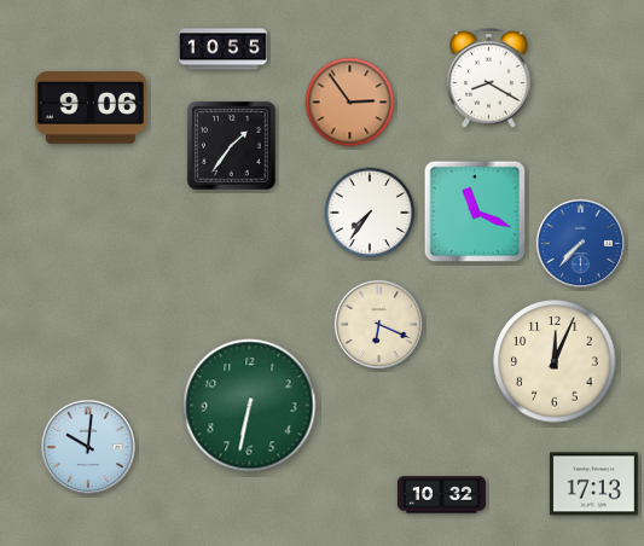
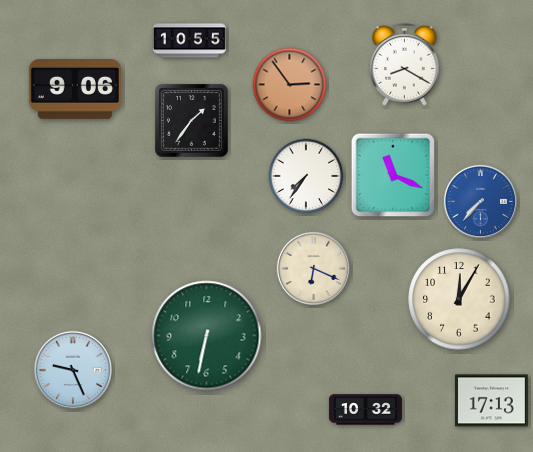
clock at (222, 50) position: (222, 50) -> (189, 41)
clock at (555, 361): 12:04 -> 12:05
clock at (88, 447): 10:01 -> 9:26
